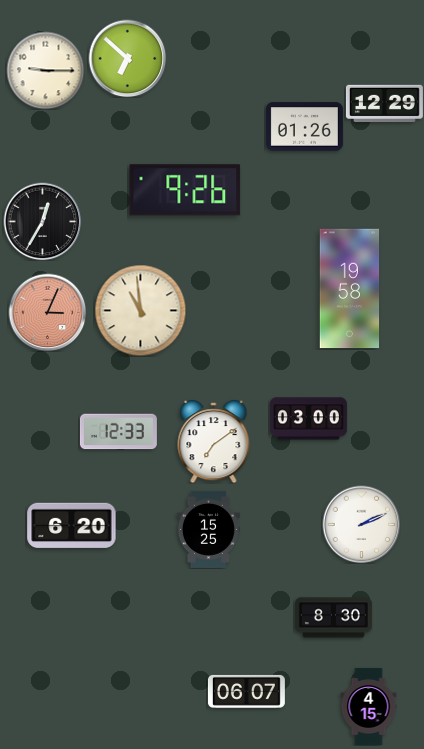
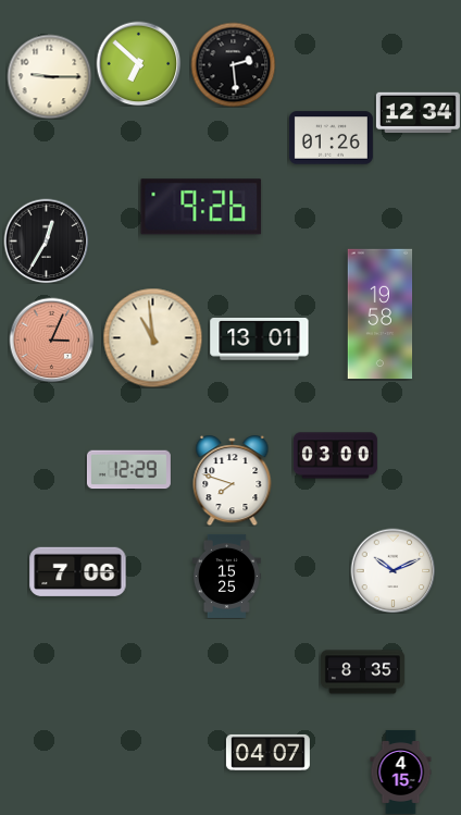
clock at (233, 64): none -> 2:29
clock at (384, 103): 12:29 -> 12:34
clock at (260, 339): none -> 13:01
clock at (118, 432): 12:33 -> 12:29
clock at (214, 442): 7:09 -> 7:48
clock at (361, 524): 2:11 -> 10:11
clock at (72, 525): 6:20 -> 7:06
clock at (333, 618): 8:30 -> 8:35
clock at (246, 691): 06:07 -> 04:07
clock at (369, 706) position: (369, 706) -> (401, 771)
